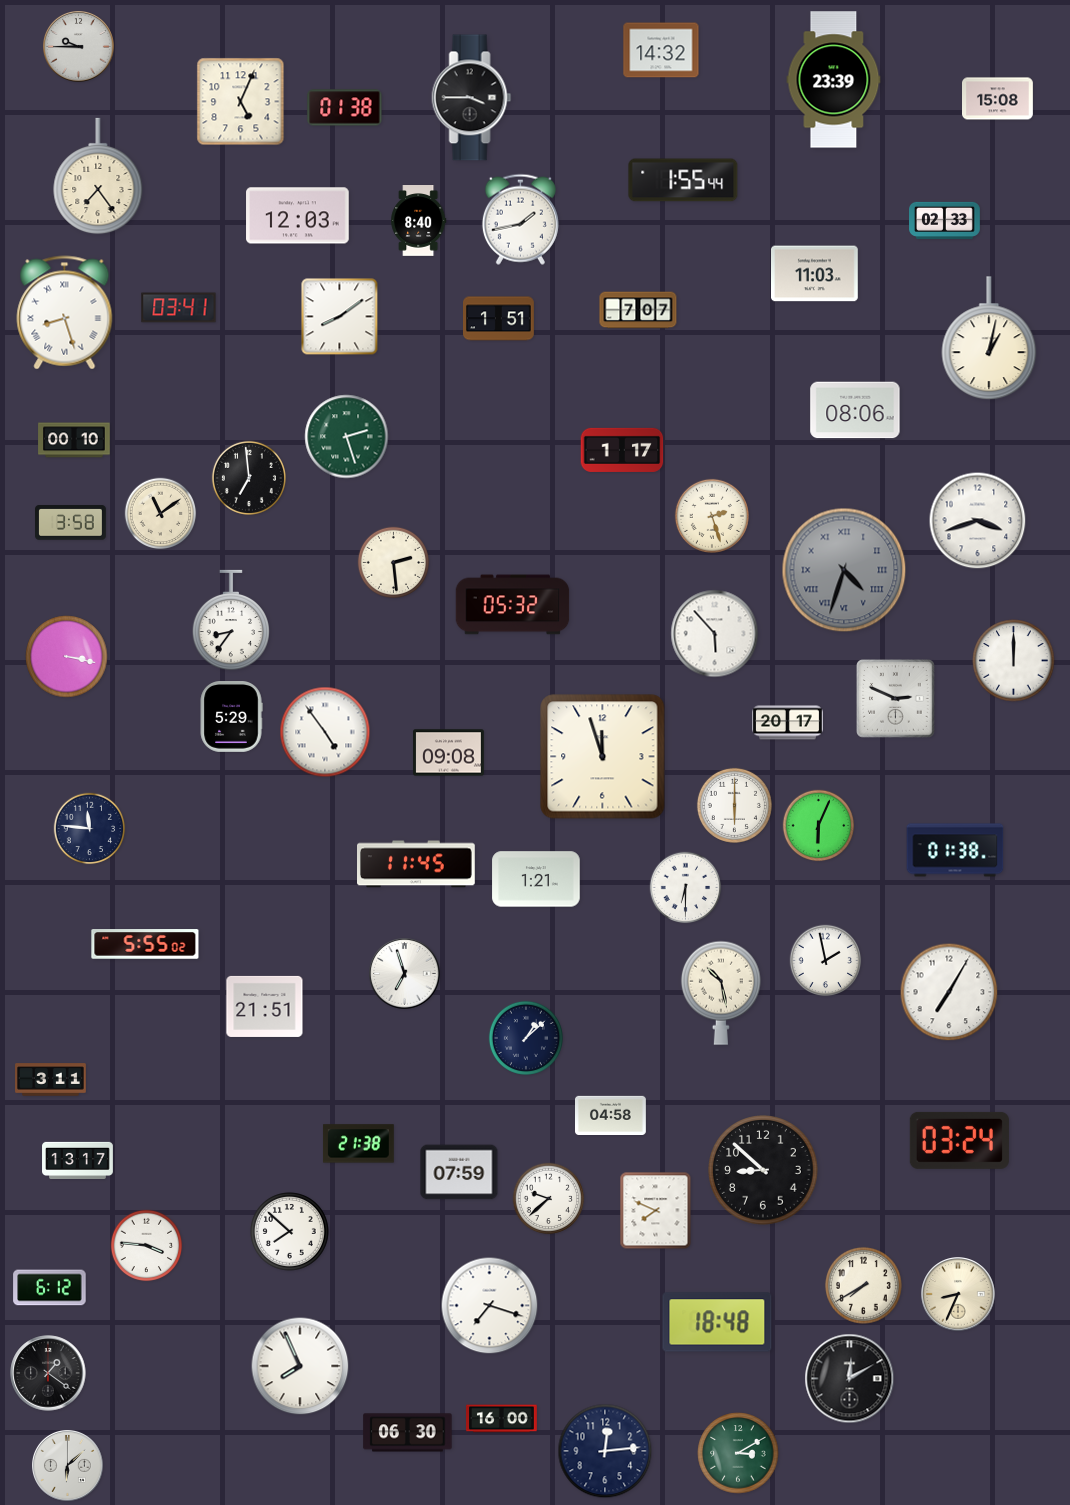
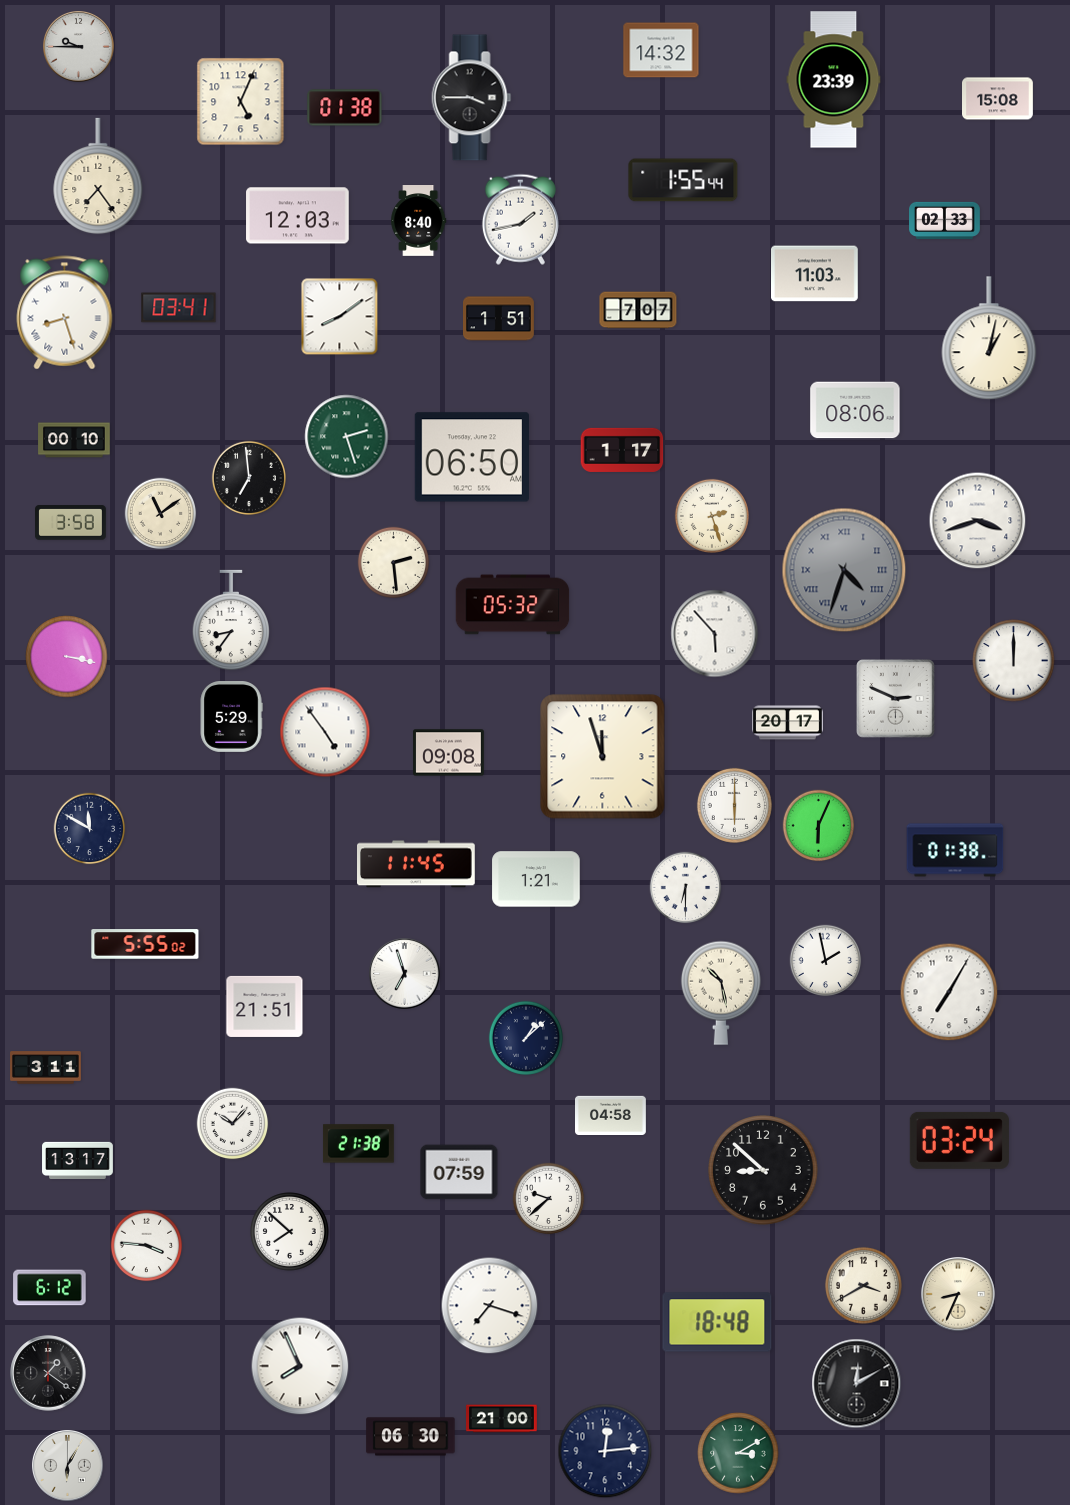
clock at (472, 457): none -> 06:50
clock at (90, 829): 11:46 -> 11:50
clock at (51, 1080) position: (51, 1080) -> (46, 1068)
clock at (233, 1124): none -> 10:07
clock at (656, 1211): 7:49 -> none
clock at (863, 1285): 7:40 -> 3:40
clock at (850, 1379) position: (850, 1379) -> (857, 1384)
clock at (502, 1419): 16:00 -> 21:00
clock at (408, 1433) position: (408, 1433) -> (411, 1437)
clock at (68, 1466): 6:08 -> 6:05
